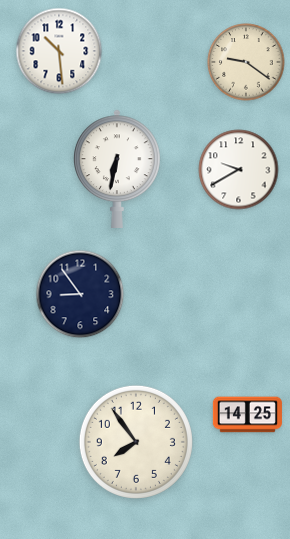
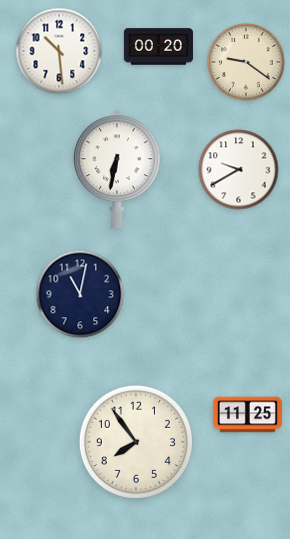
clock at (158, 47): none -> 00:20
clock at (80, 294): 8:54 -> 11:02
clock at (247, 415): 14:25 -> 11:25
